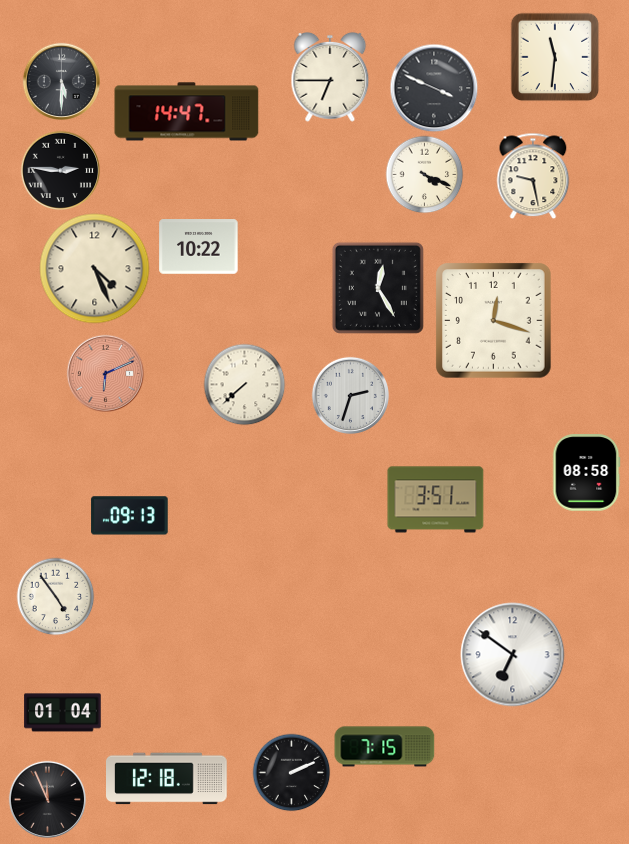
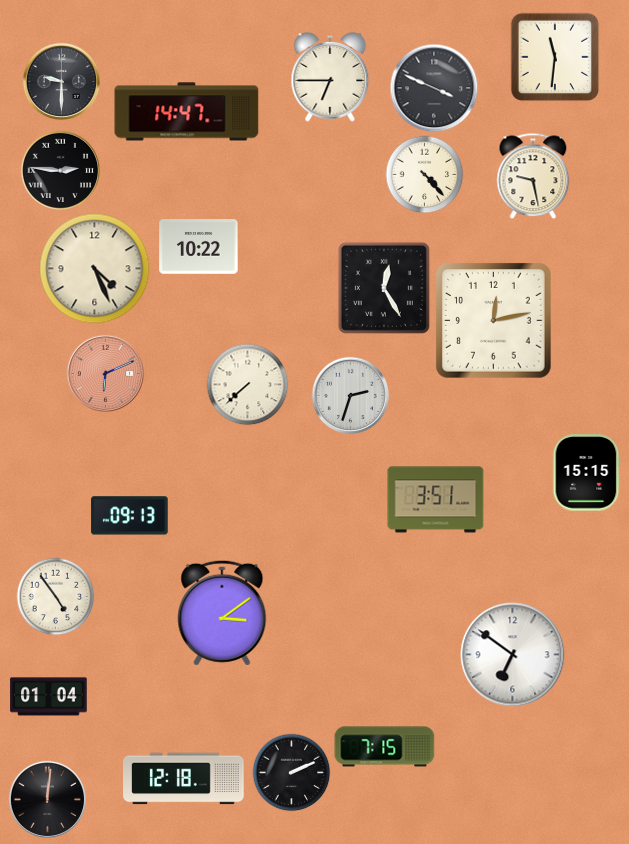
clock at (61, 81): 5:30 -> 9:30
clock at (424, 174): 4:19 -> 4:23
clock at (378, 288) position: (378, 288) -> (384, 288)
clock at (494, 321): 12:18 -> 12:13
clock at (244, 384) position: (244, 384) -> (247, 384)
clock at (586, 473): 08:58 -> 15:15
clock at (222, 613): none -> 3:09
clock at (63, 713) position: (63, 713) -> (49, 697)
clock at (167, 779) position: (167, 779) -> (184, 779)
clock at (47, 799): 11:56 -> 12:01
